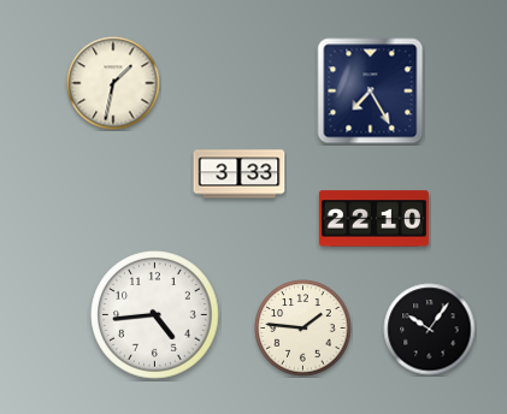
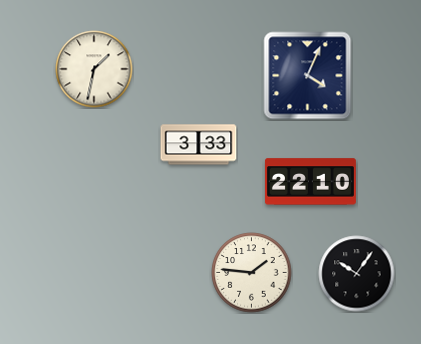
clock at (371, 91): 7:25 -> 4:04
clock at (155, 315): 4:44 -> none
